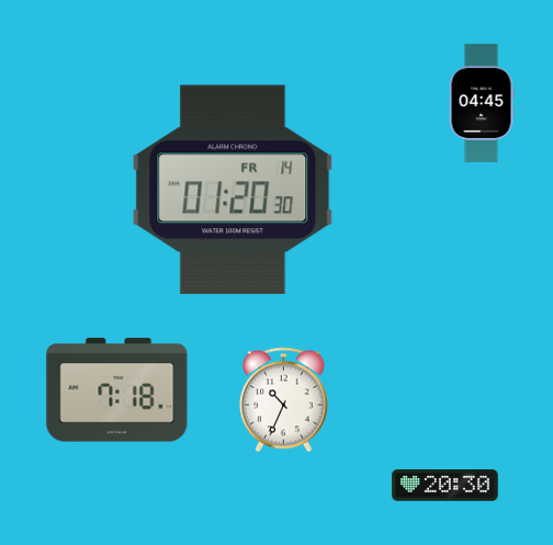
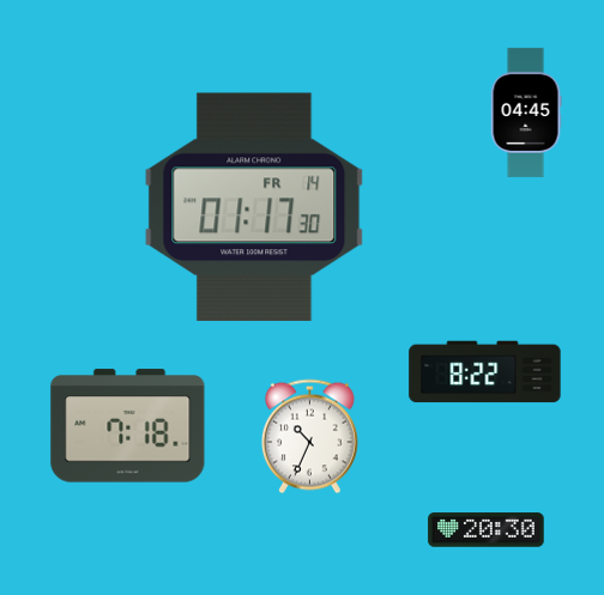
clock at (233, 190): 01:20 -> 01:17
clock at (485, 372): none -> 8:22
